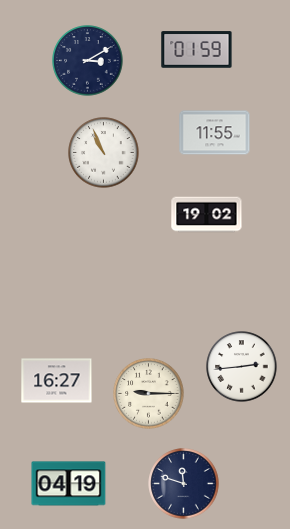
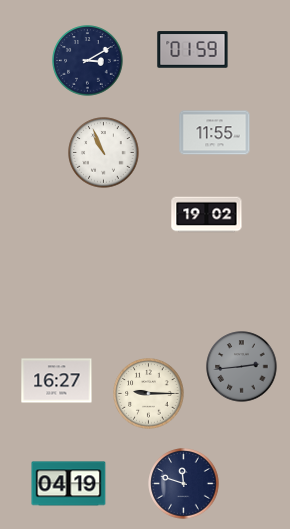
clock at (197, 50) position: (197, 50) -> (193, 50)
clock at (242, 367) dial: white -> grey
